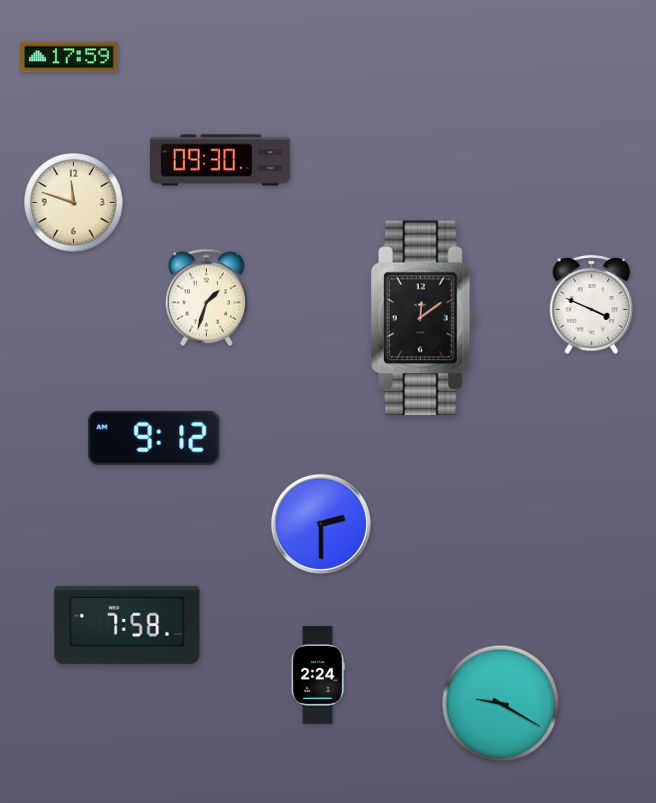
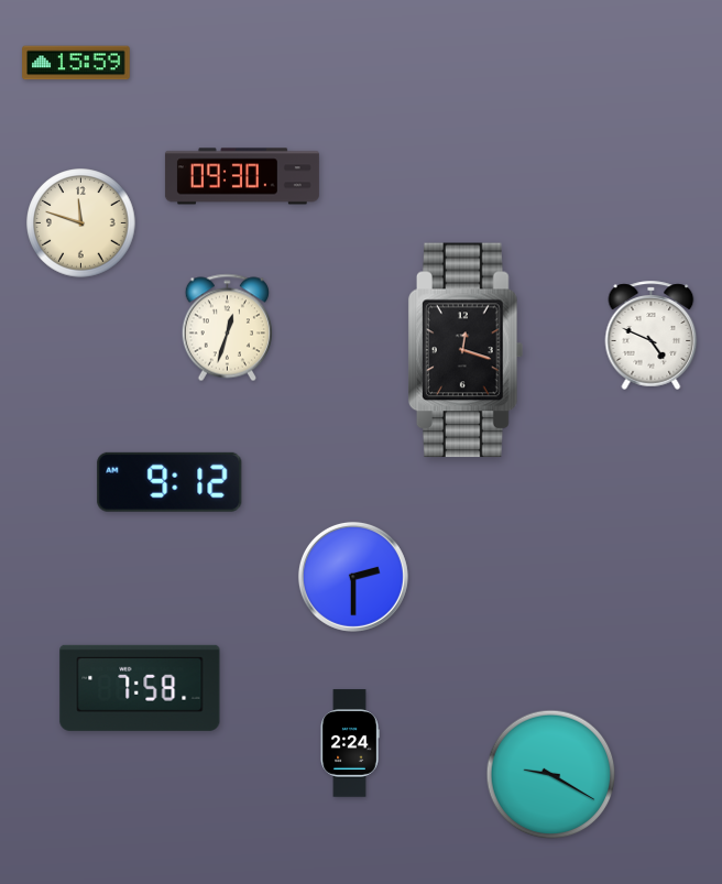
clock at (69, 57): 17:59 -> 15:59
clock at (206, 298): 1:33 -> 12:33
clock at (592, 304): 3:49 -> 4:49
clock at (422, 318): 12:09 -> 12:18
